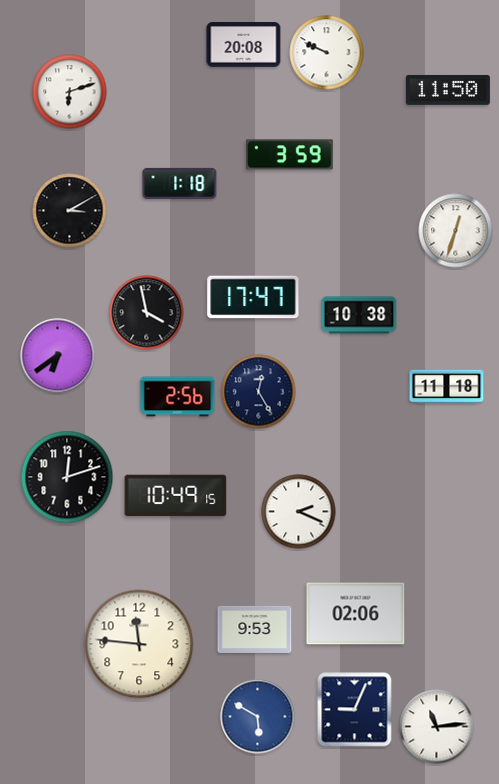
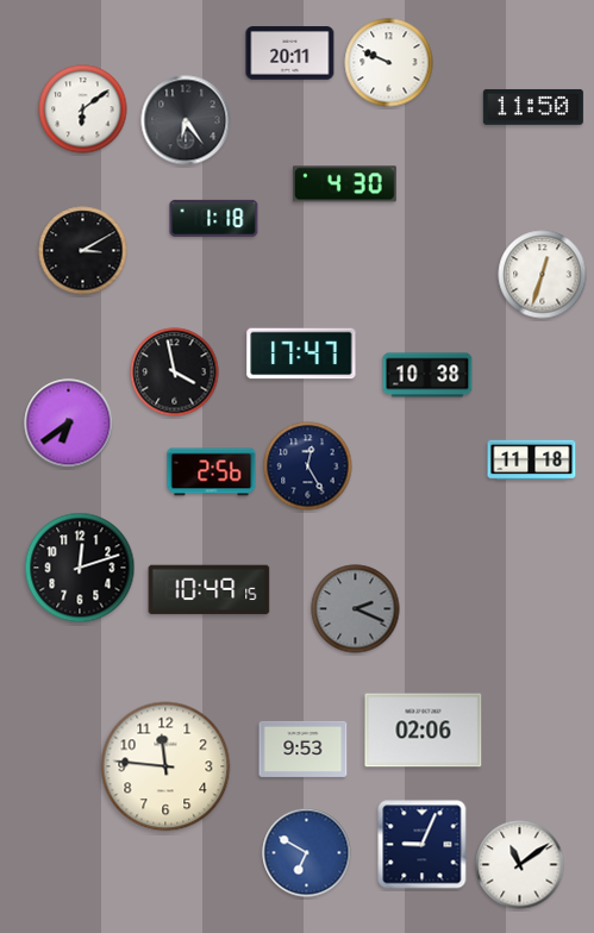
clock at (244, 45): 20:08 -> 20:11
clock at (70, 92): 6:12 -> 6:09
clock at (186, 120): none -> 6:24
clock at (289, 155): 3:59 -> 4:30
clock at (299, 512) dial: white -> grey
clock at (258, 717): 5:50 -> 6:50
clock at (437, 727): 11:14 -> 11:09
